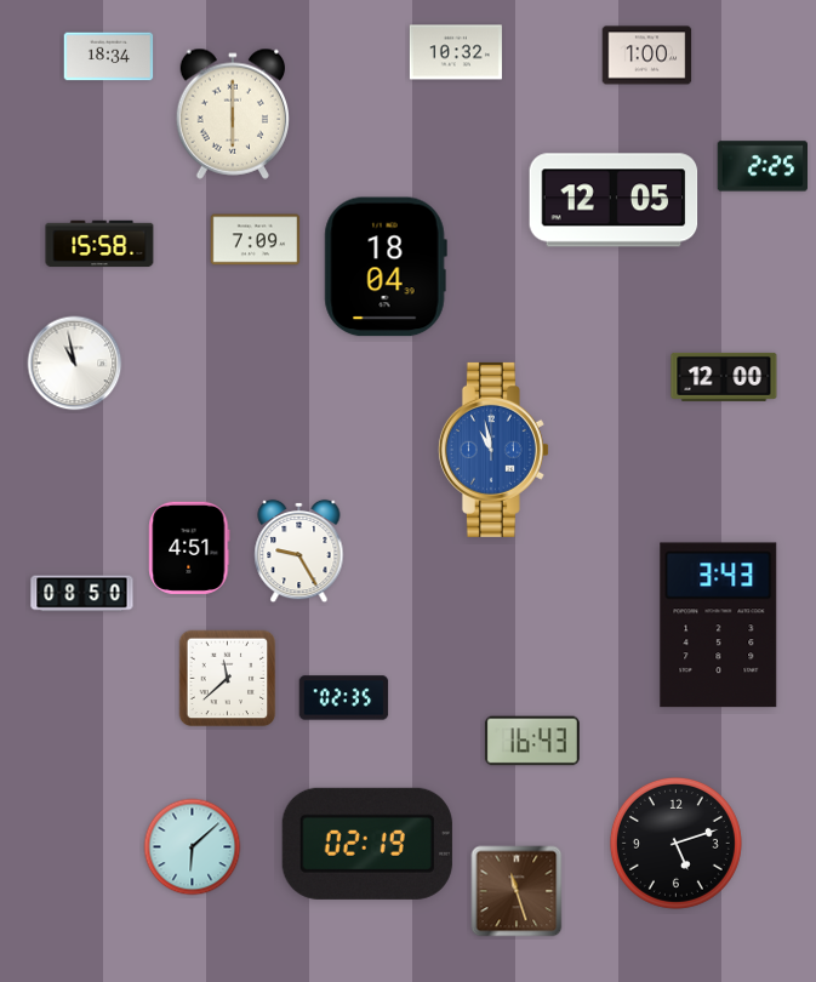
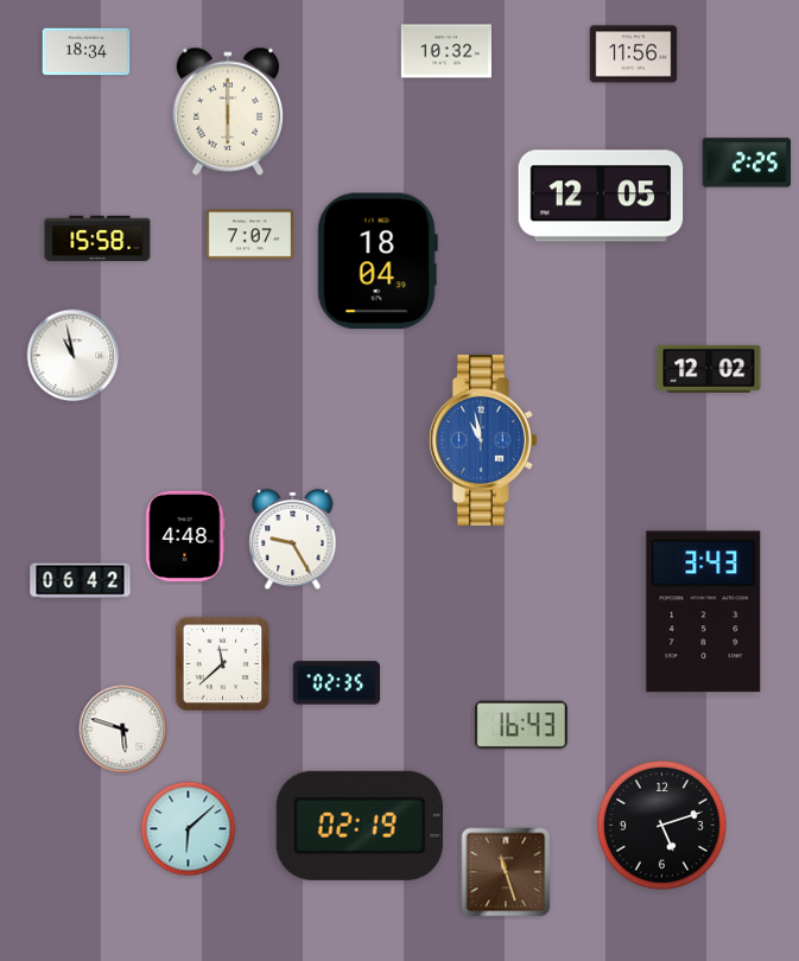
clock at (647, 56): 1:00 -> 11:56
clock at (109, 57) position: (109, 57) -> (87, 52)
clock at (256, 240): 7:09 -> 7:07
clock at (724, 377): 12:00 -> 12:02
clock at (189, 548): 4:51 -> 4:48
clock at (82, 594): 08:50 -> 06:42
clock at (123, 730): none -> 5:48
